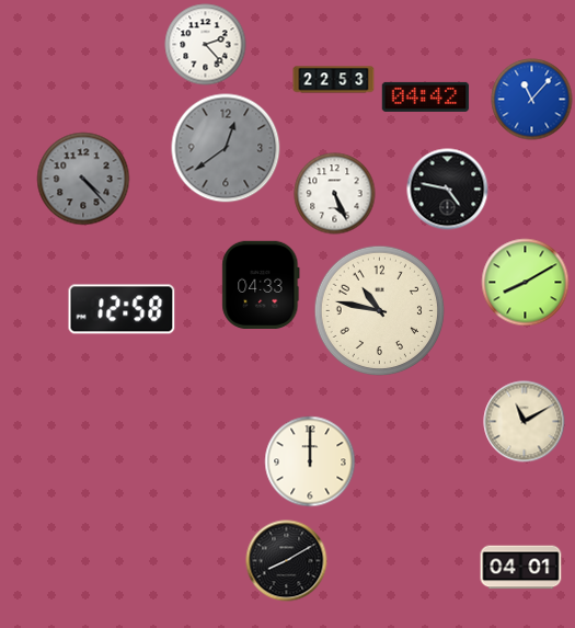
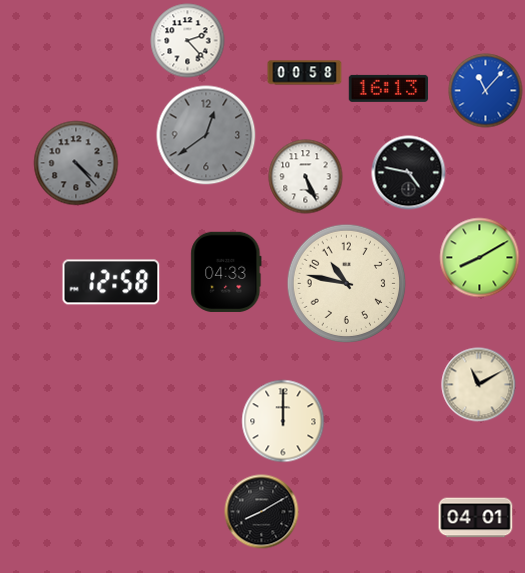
clock at (334, 80): 22:53 -> 00:58
clock at (426, 96): 04:42 -> 16:13
clock at (261, 285) position: (261, 285) -> (226, 272)
